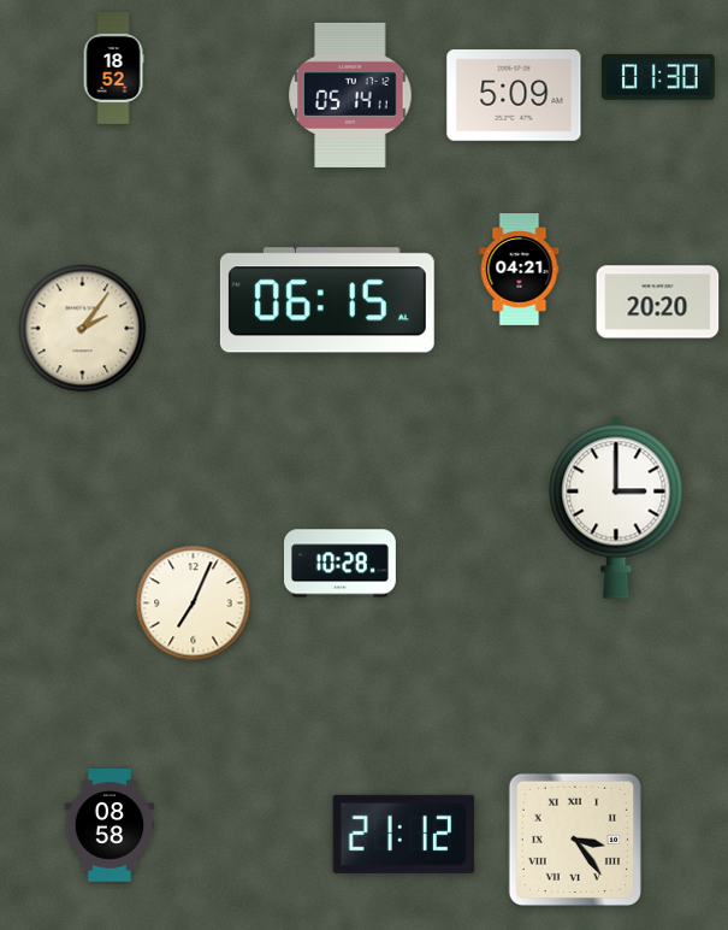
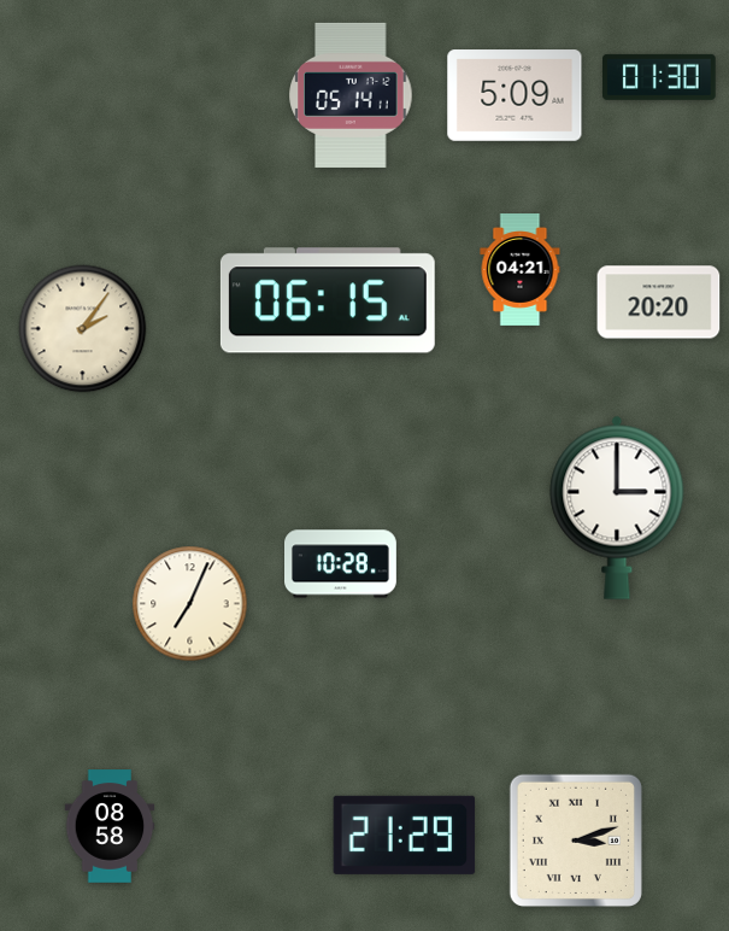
clock at (113, 69): 18:52 -> none
clock at (194, 604) position: (194, 604) -> (190, 604)
clock at (404, 834): 21:12 -> 21:29
clock at (575, 840): 3:24 -> 3:12
